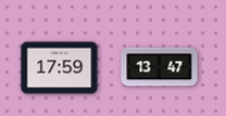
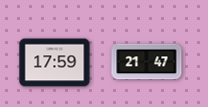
clock at (160, 67): 13:47 -> 21:47
